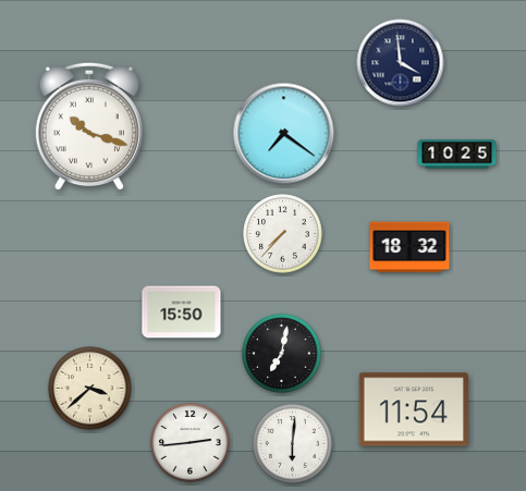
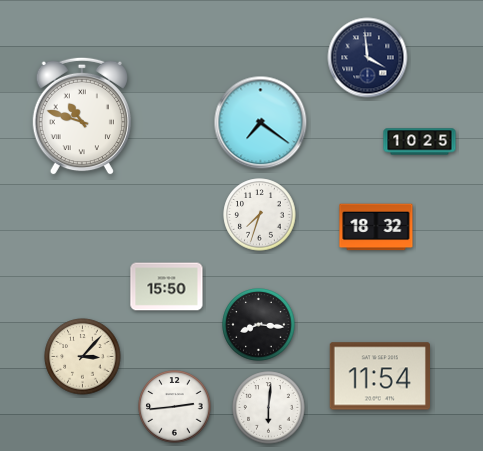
clock at (89, 126): 10:18 -> 10:48
clock at (283, 234): 7:37 -> 7:33
clock at (282, 354): 7:02 -> 8:16
clock at (90, 389): 3:38 -> 3:07
